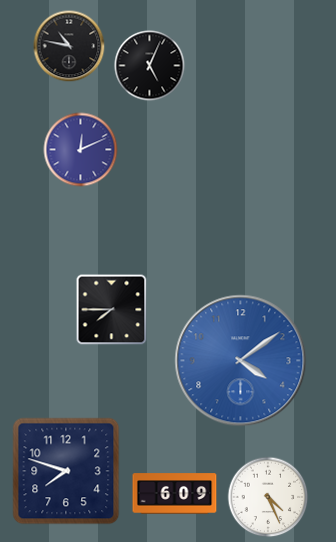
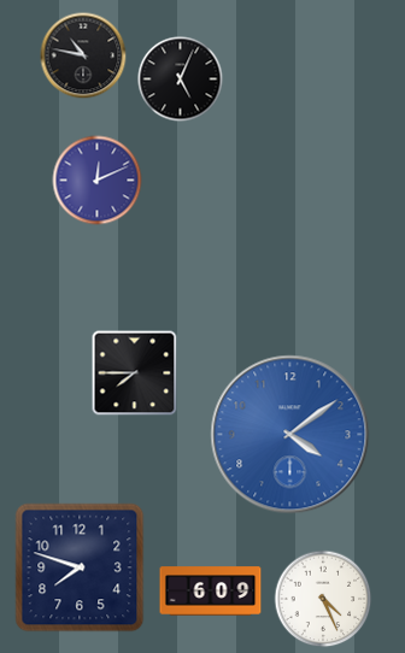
clock at (175, 494) position: (175, 494) -> (211, 592)
